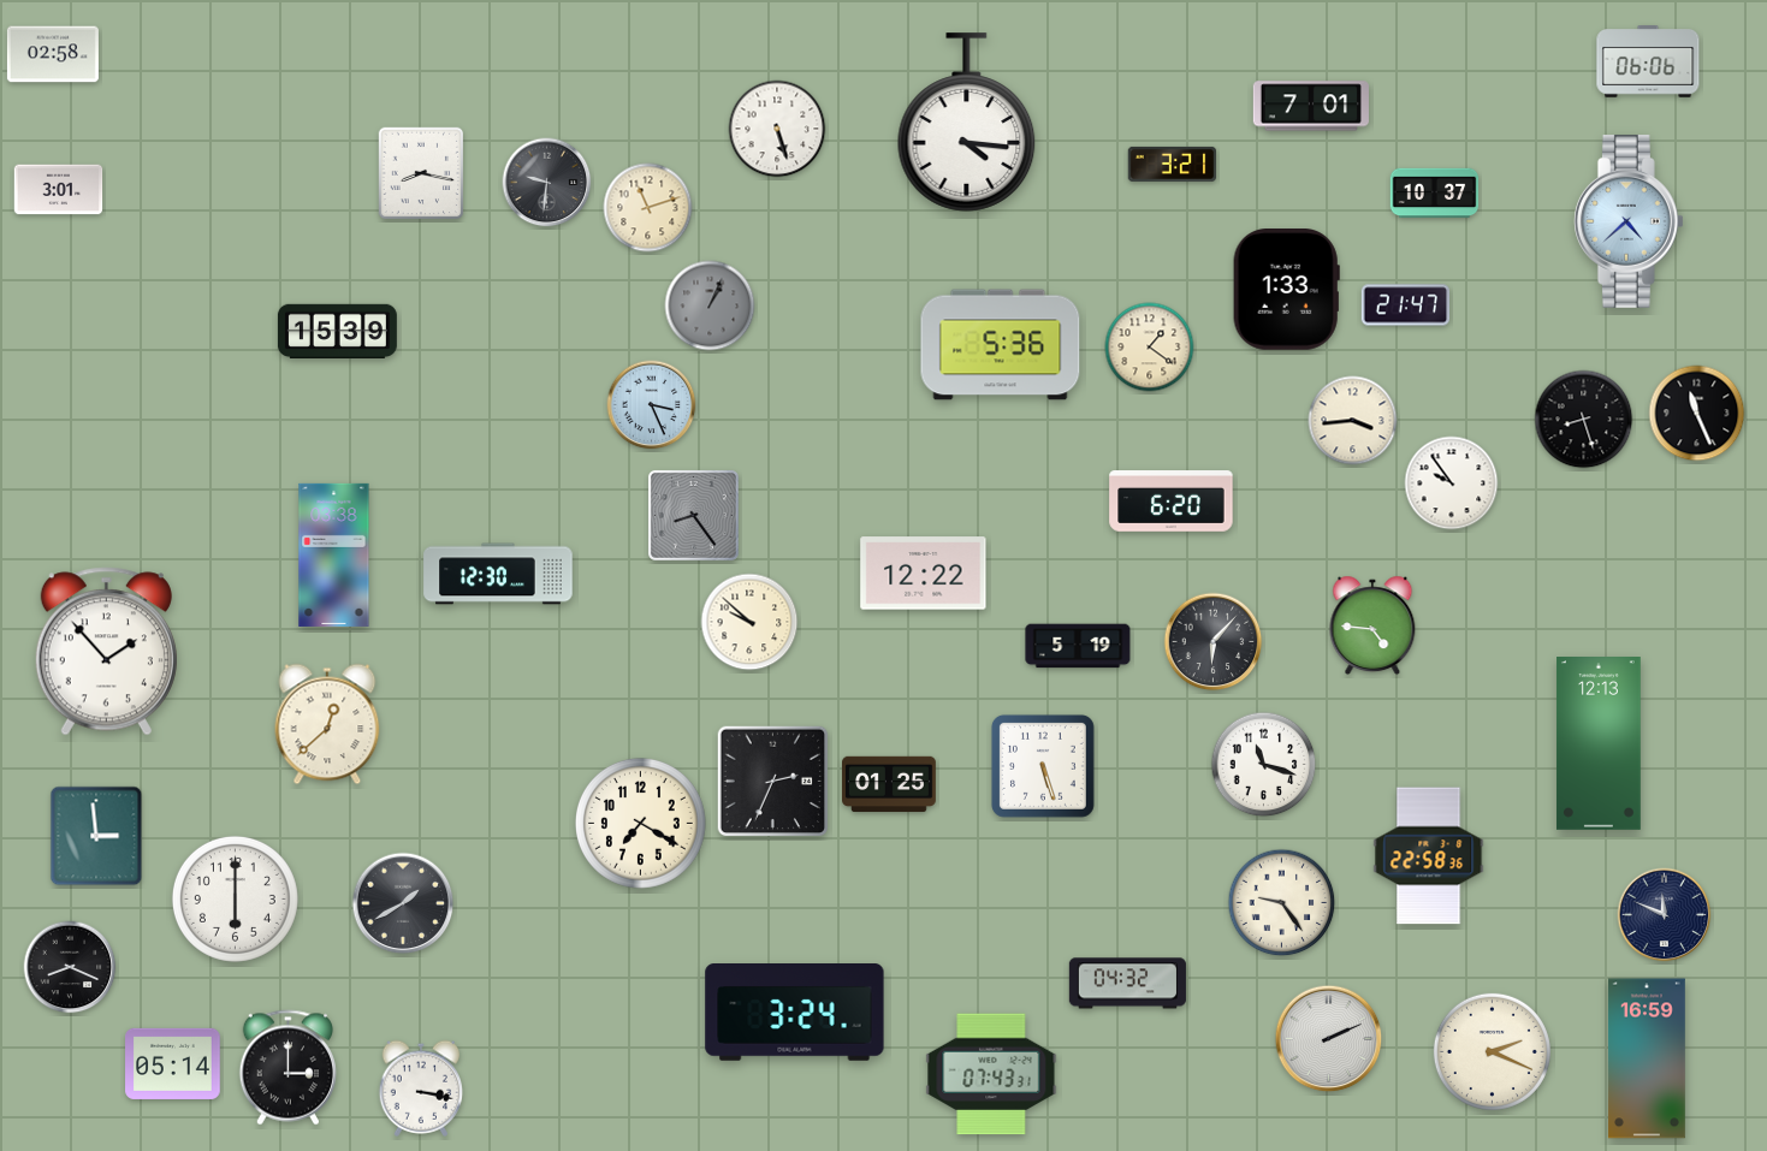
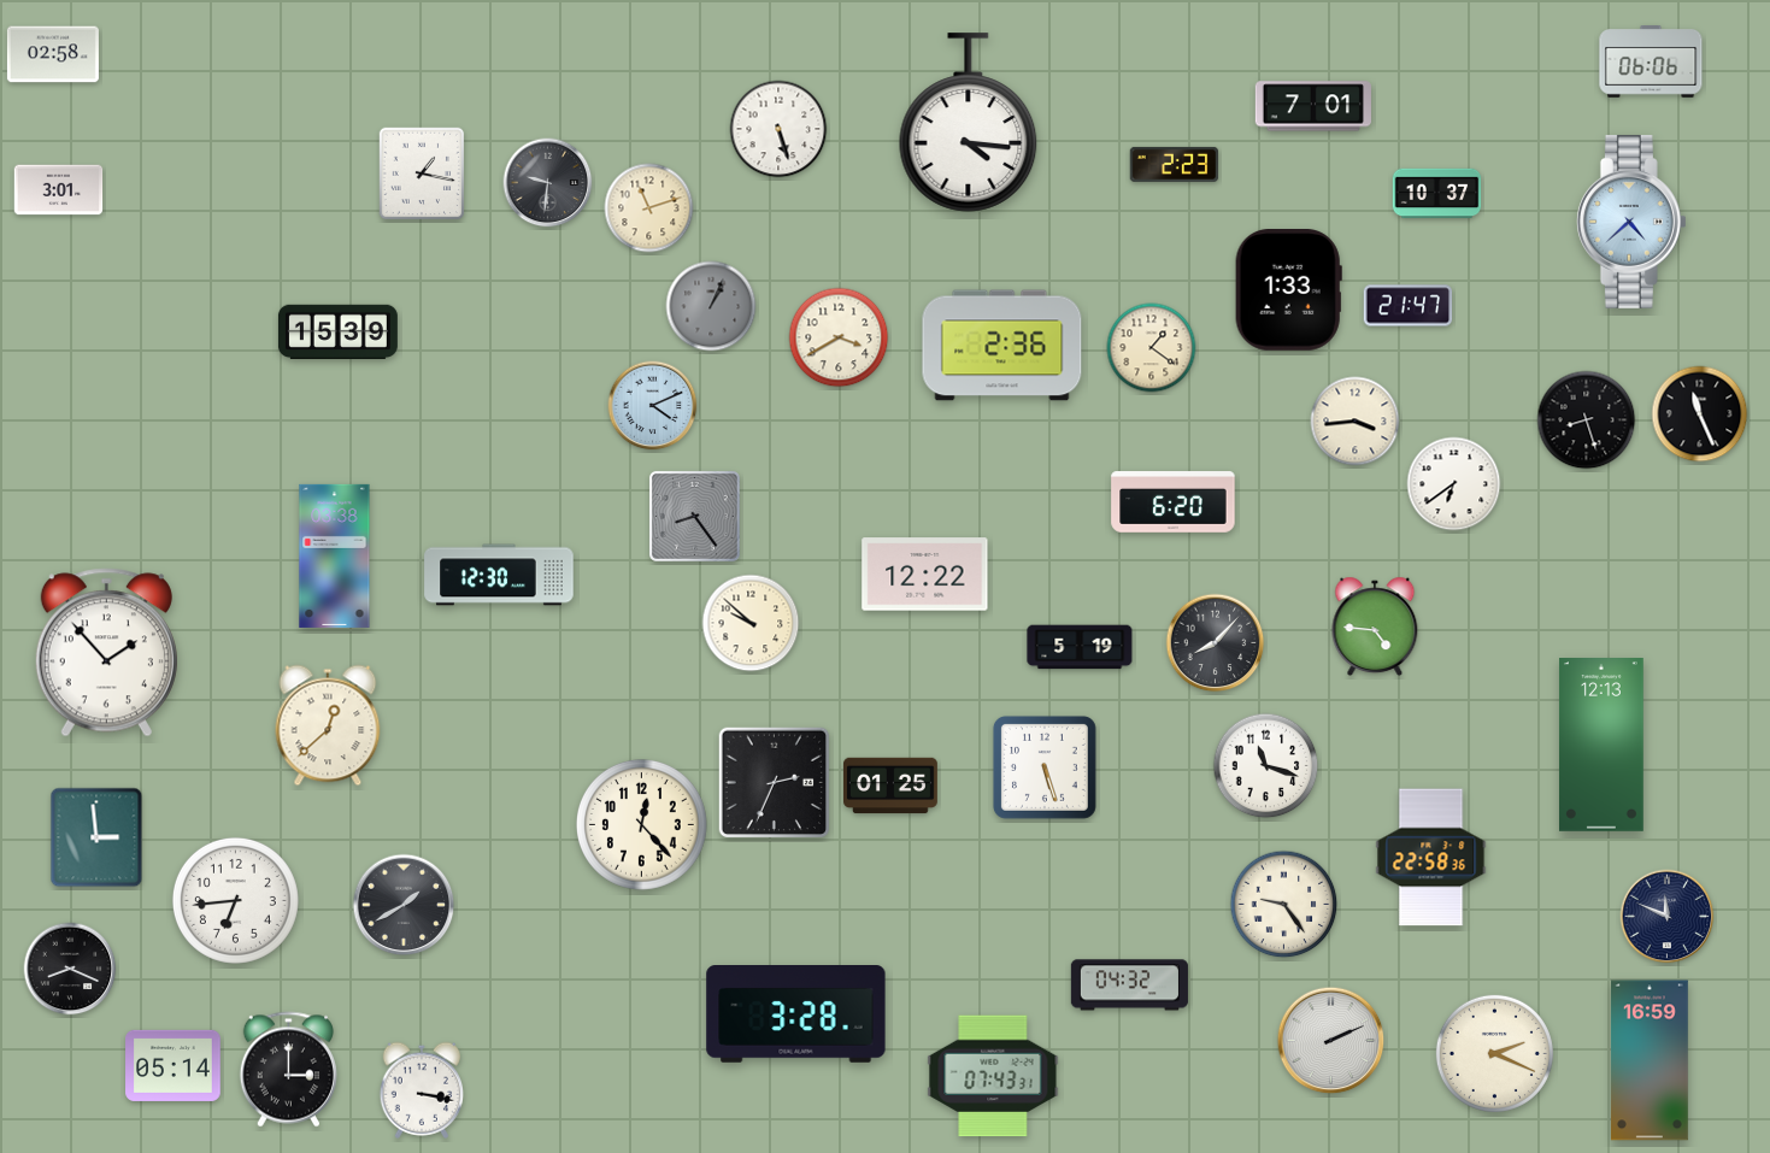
clock at (1173, 164): 3:21 -> 2:23
clock at (421, 173): 8:17 -> 1:17
clock at (839, 337): none -> 3:40
clock at (1001, 345): 5:36 -> 2:36
clock at (652, 405): 3:26 -> 4:11
clock at (1452, 483): 9:54 -> 6:39
clock at (1214, 642): 6:07 -> 8:07
clock at (641, 824): 7:20 -> 12:23
clock at (235, 898): 6:00 -> 6:44
clock at (795, 1013): 3:24 -> 3:28
